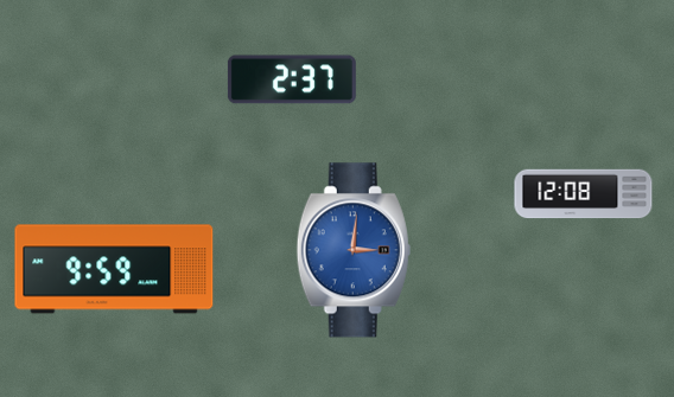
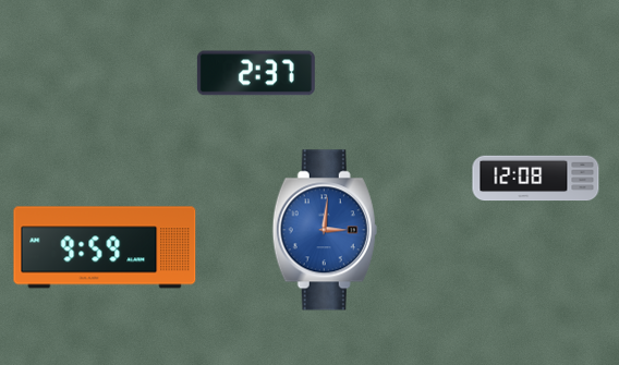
clock at (292, 79) position: (292, 79) -> (256, 73)
